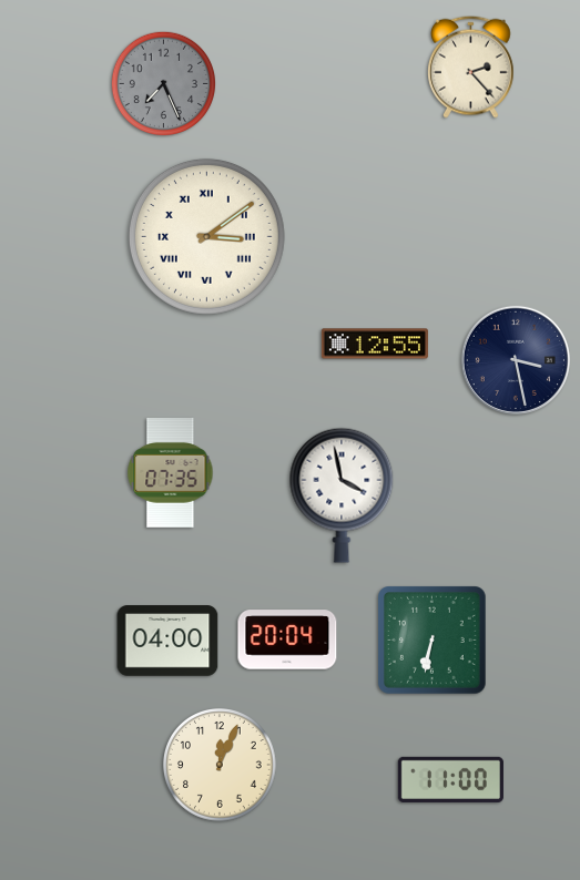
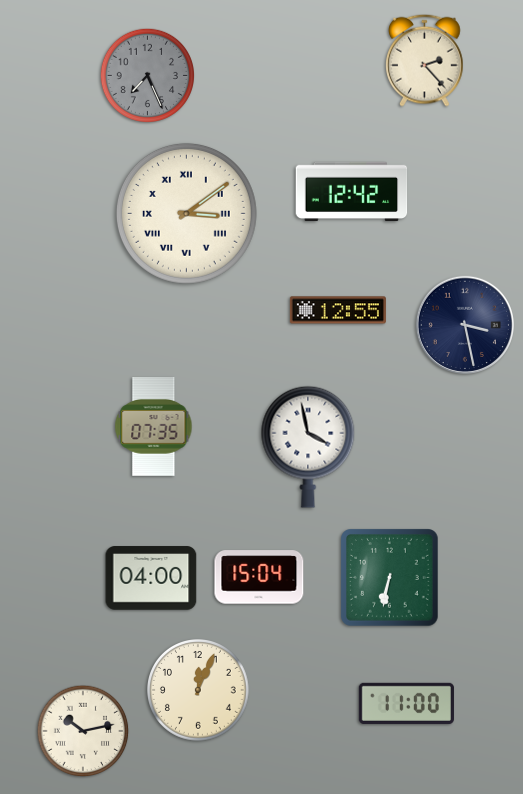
clock at (352, 192): none -> 12:42
clock at (287, 639): 20:04 -> 15:04
clock at (83, 731): none -> 10:13
